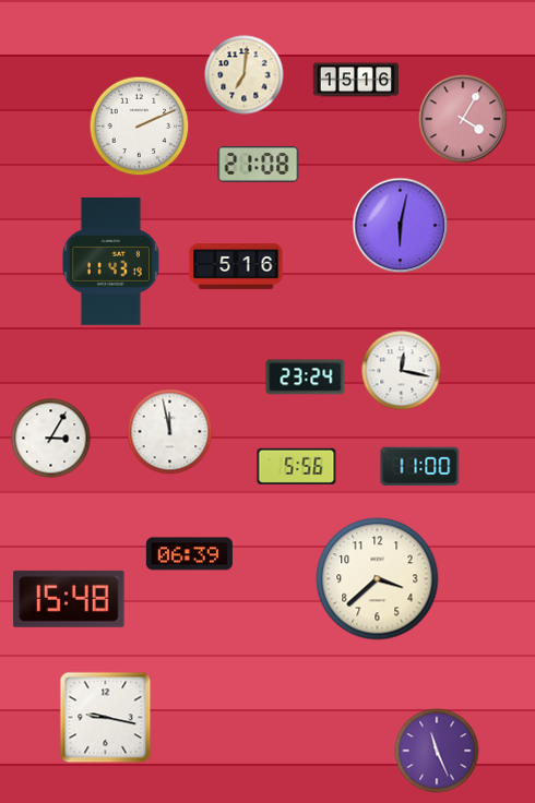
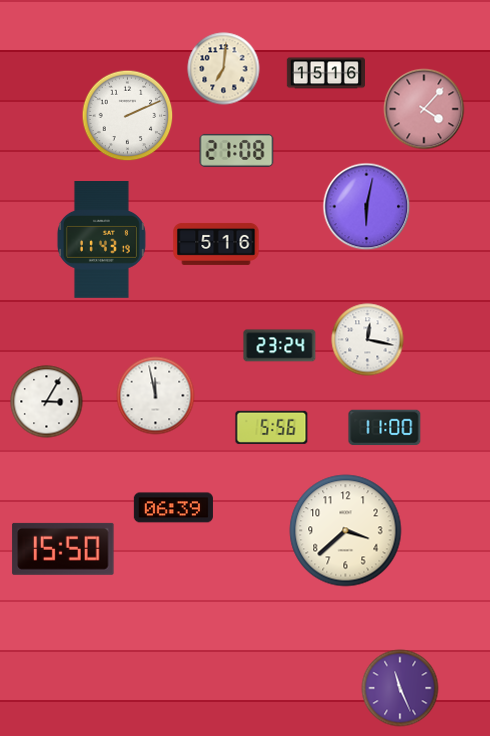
clock at (463, 119): 4:05 -> 4:07
clock at (69, 599): 15:48 -> 15:50
clock at (106, 718): 9:17 -> none
